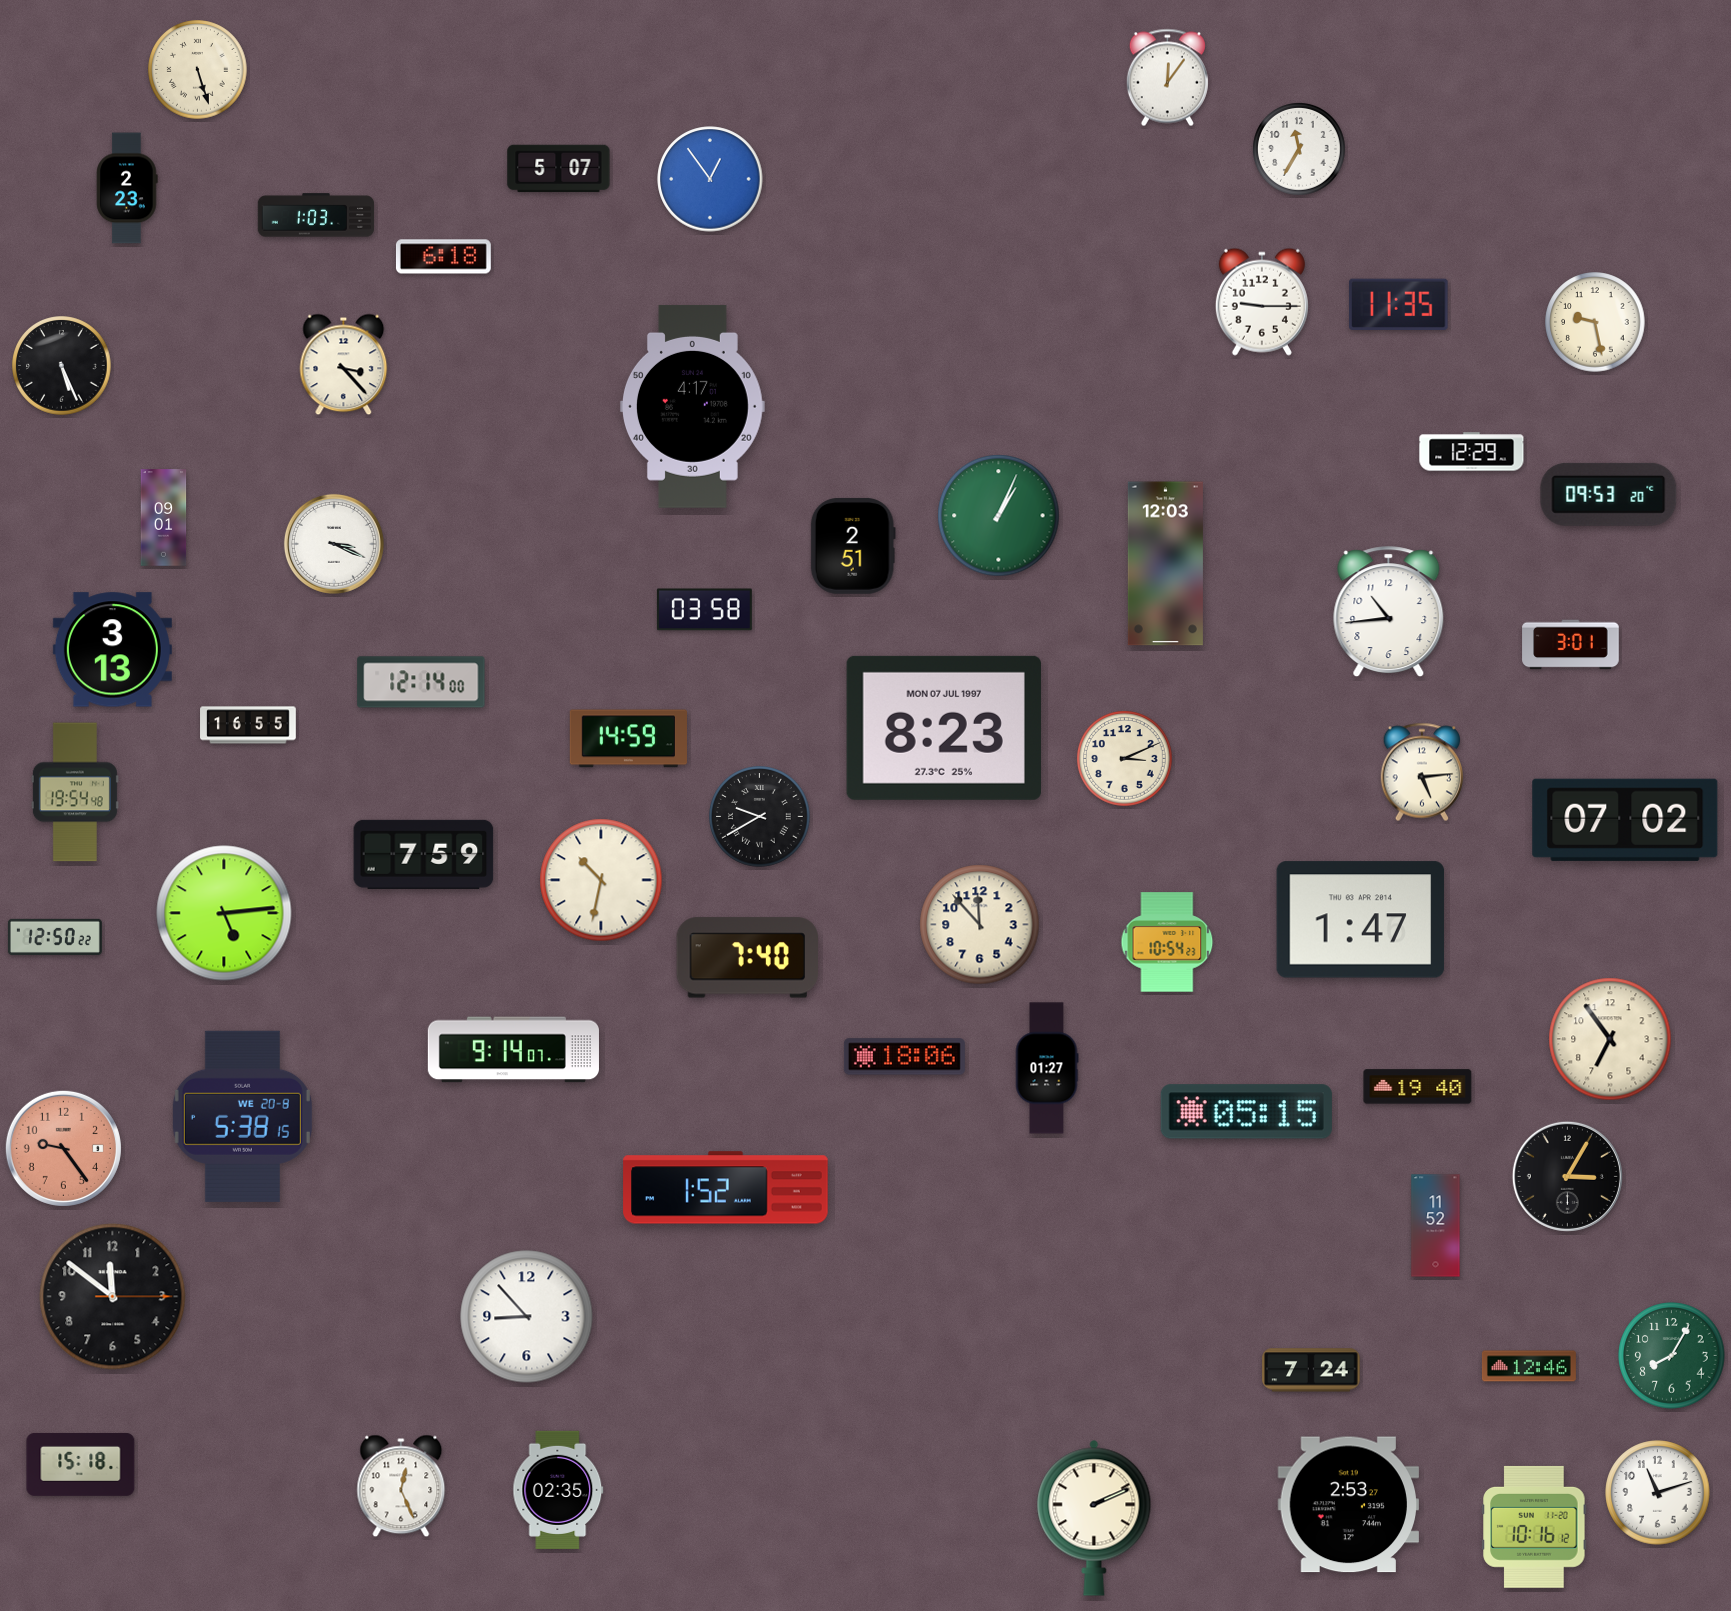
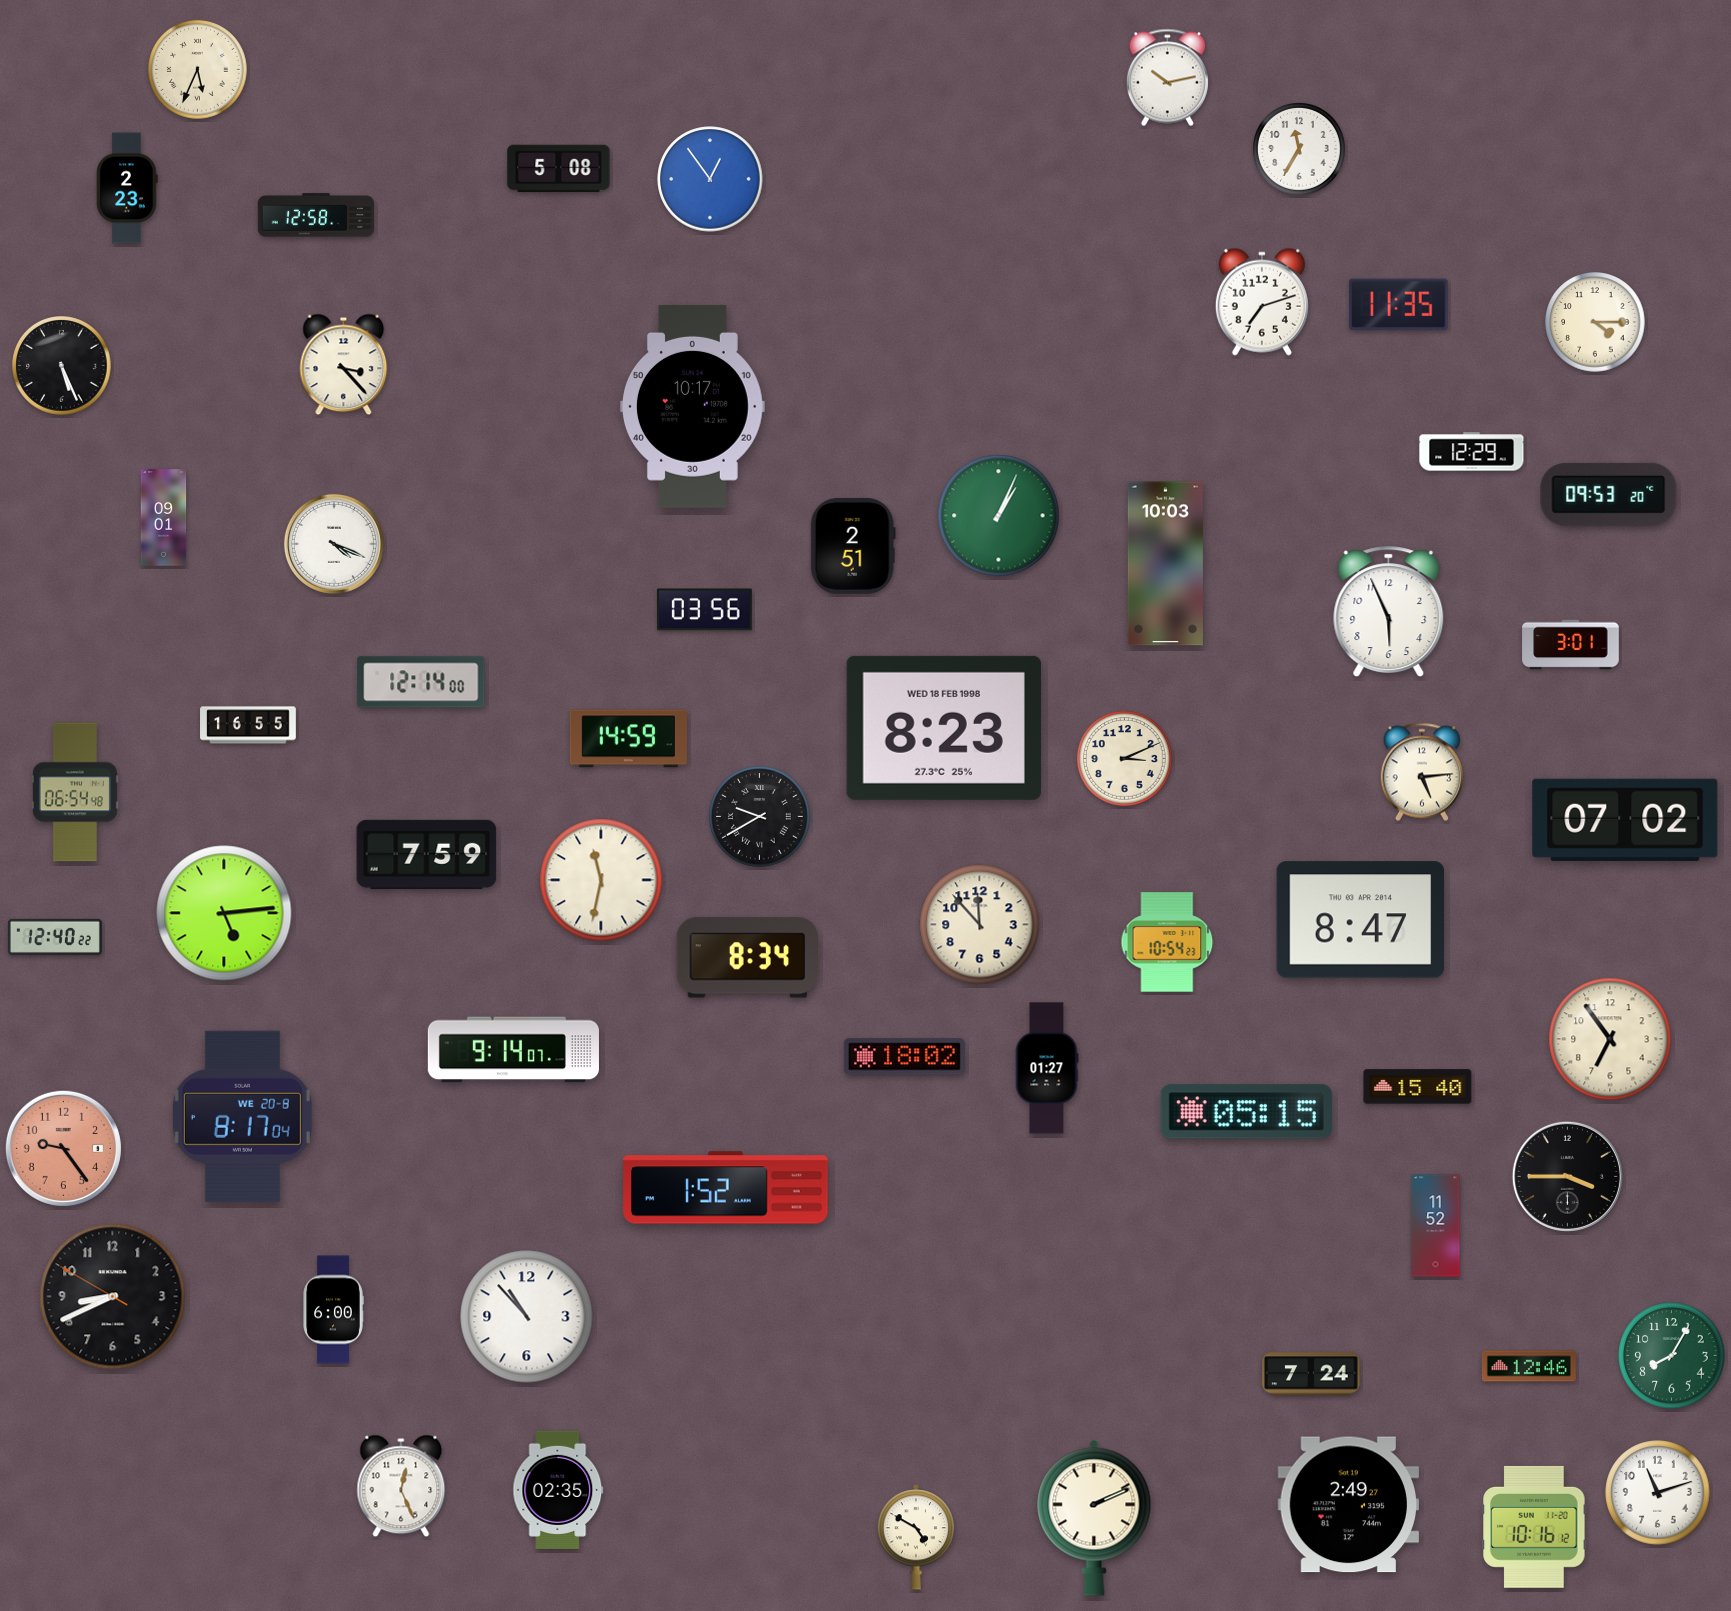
clock at (198, 70): 5:27 -> 5:34
clock at (1167, 78): 12:06 -> 10:13
clock at (559, 169): 5:07 -> 5:08
clock at (316, 215): 1:03 -> 12:58
clock at (443, 257): 6:18 -> none
clock at (1262, 302): 9:15 -> 7:12
clock at (1595, 322): 9:28 -> 4:15
clock at (692, 406): 4:17 -> 10:17
clock at (334, 544): 3:19 -> 4:19
clock at (1165, 564): 12:03 -> 10:03
clock at (704, 610): 03:58 -> 03:56
clock at (1389, 612): 10:44 -> 5:56
clock at (112, 650): 3:13 -> none
clock at (944, 728) date: MON 07 JUL 1997 -> WED 18 FEB 1998
clock at (75, 792): 19:54 -> 06:54
clock at (424, 854) position: (424, 854) -> (427, 854)
clock at (601, 880): 10:32 -> 11:32
clock at (1361, 920): 1:47 -> 8:47
clock at (55, 937): 12:50 -> 12:40
clock at (747, 958): 7:40 -> 8:34
clock at (904, 1057): 18:06 -> 18:02
clock at (1418, 1087): 19:40 -> 15:40
clock at (242, 1116): 5:38 -> 8:17
clock at (1567, 1176): 3:05 -> 3:45
clock at (113, 1297): 11:51 -> 8:40
clock at (333, 1310): none -> 6:00
clock at (527, 1317): 8:53 -> 10:53
clock at (1311, 1370) position: (1311, 1370) -> (1311, 1374)
clock at (81, 1464): 15:18 -> none
clock at (1348, 1505): 2:53 -> 2:49
clock at (916, 1537): none -> 4:50
